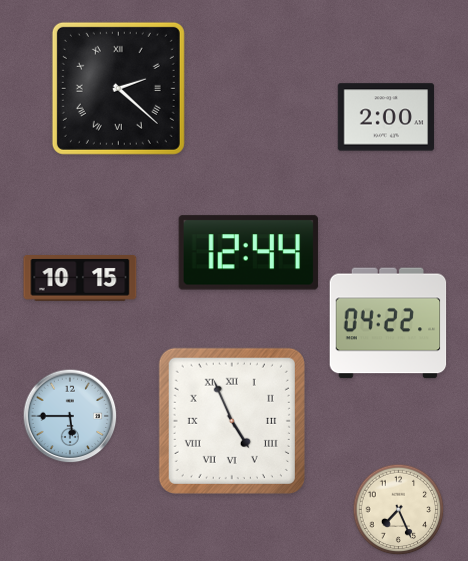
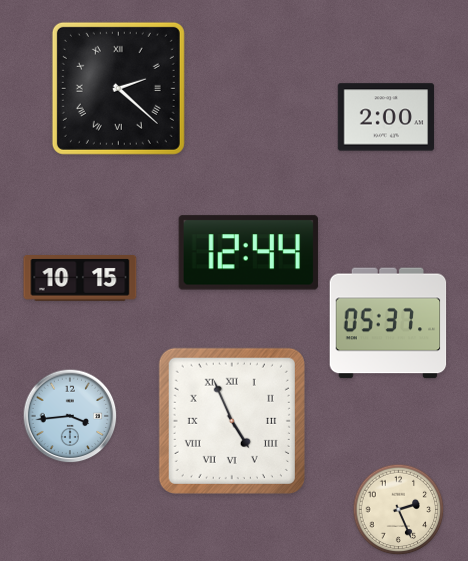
clock at (388, 323): 04:22 -> 05:37
clock at (70, 416): 5:45 -> 3:44
clock at (399, 510): 7:26 -> 2:26
